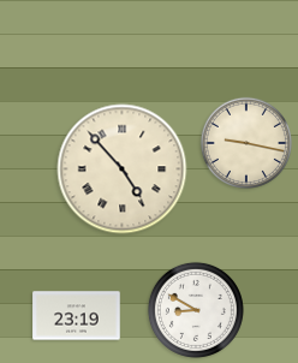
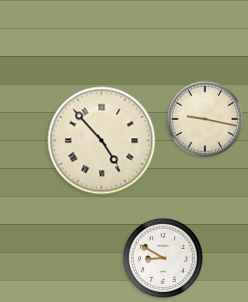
clock at (77, 316): 23:19 -> none
